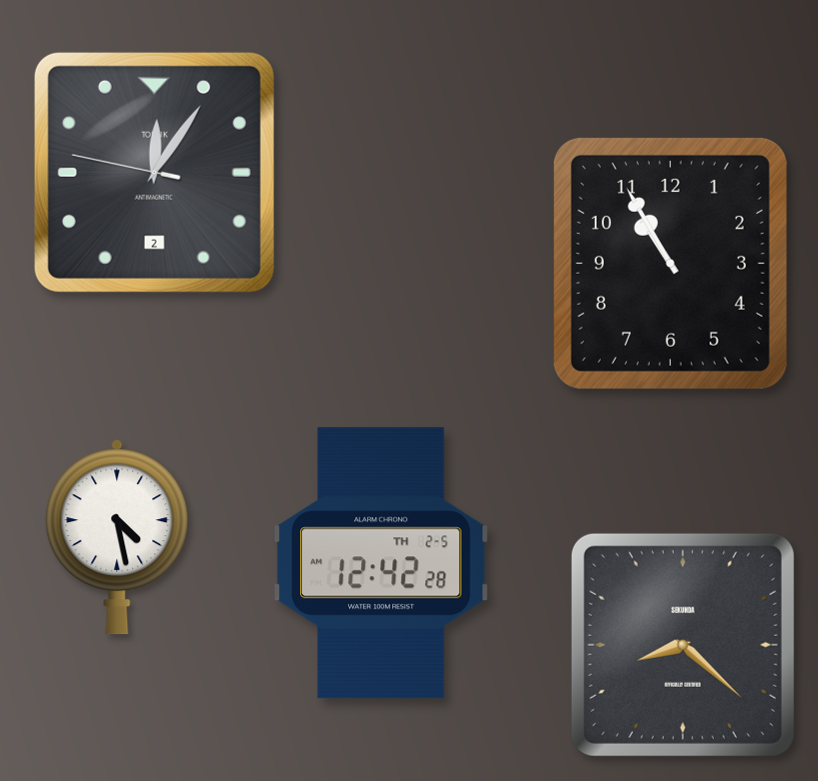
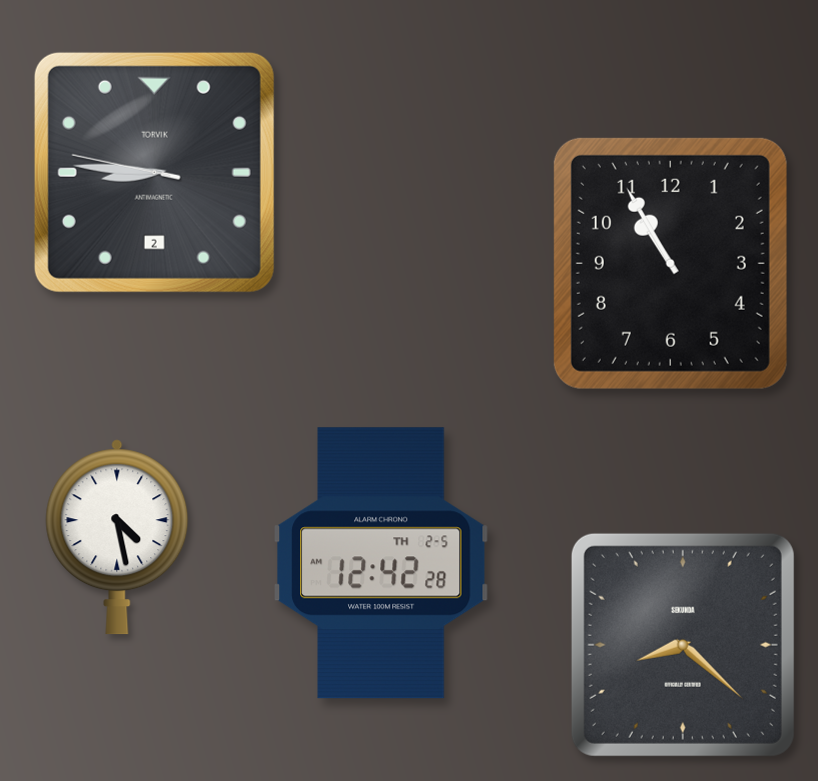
clock at (154, 172): 12:05 -> 8:45
